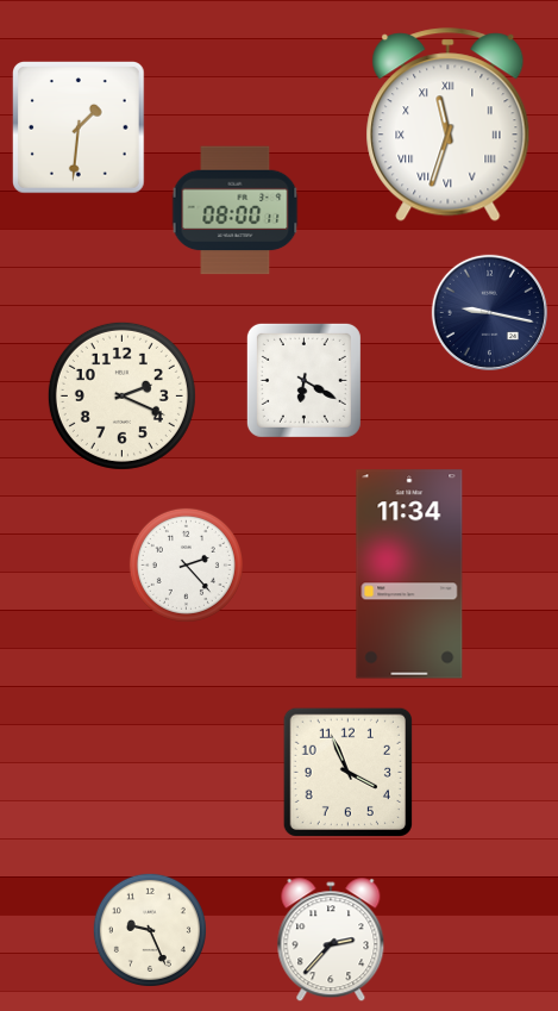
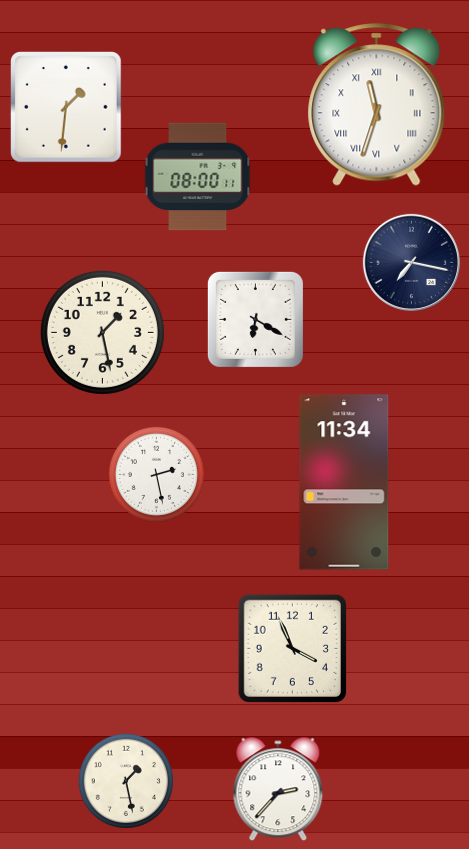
clock at (489, 312): 9:17 -> 7:17
clock at (121, 395): 2:19 -> 1:28
clock at (186, 564): 2:23 -> 2:28
clock at (150, 930): 9:26 -> 1:28
